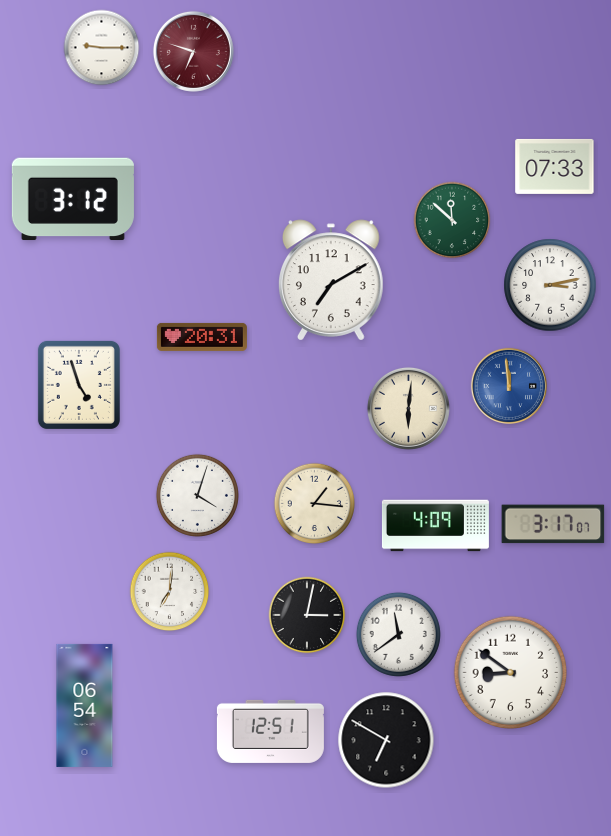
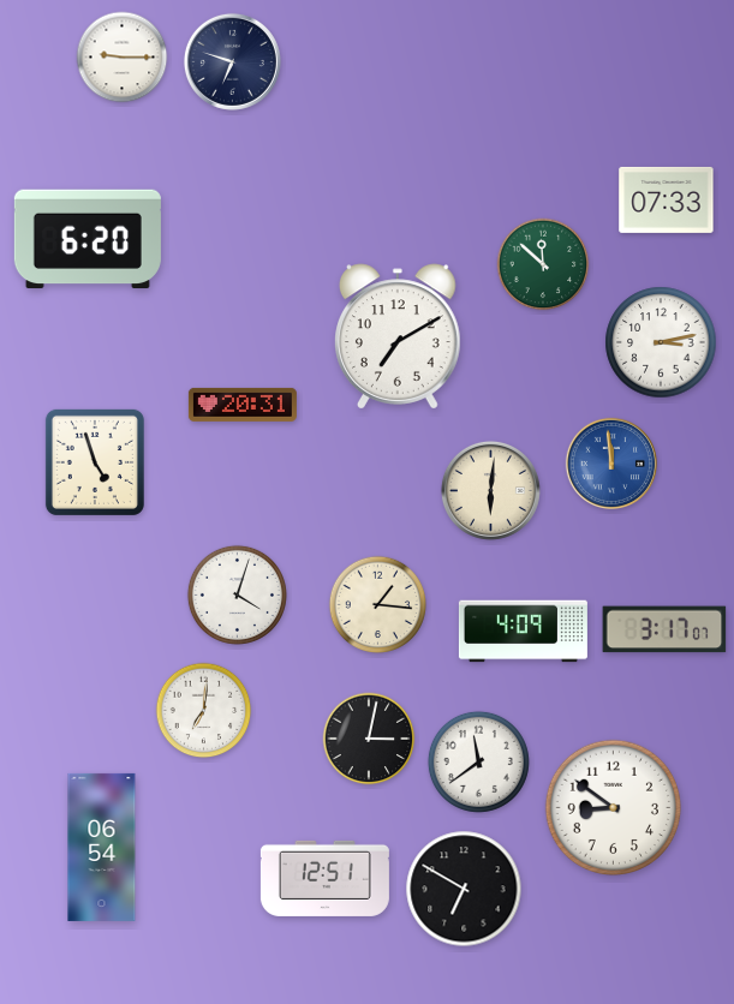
clock at (193, 51) dial: burgundy -> navy
clock at (73, 199): 3:12 -> 6:20
